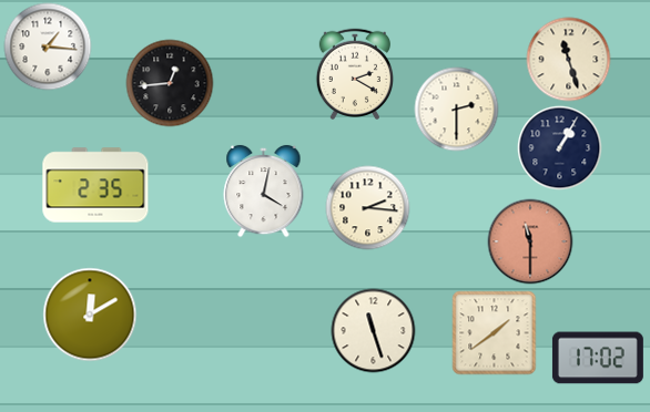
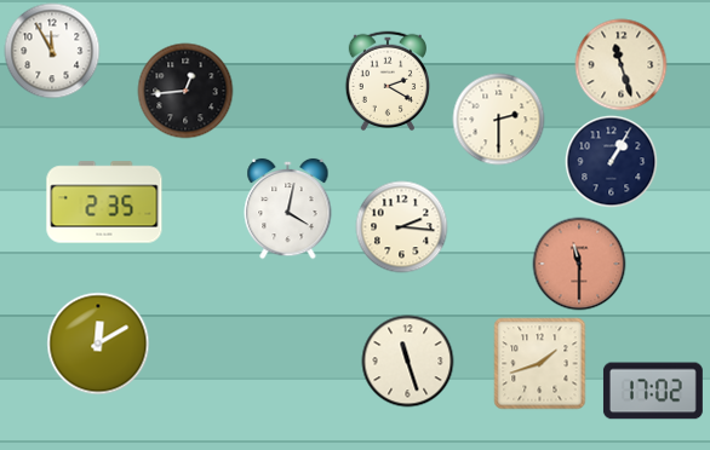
clock at (48, 47): 1:16 -> 11:55
clock at (495, 333): 1:39 -> 1:42
